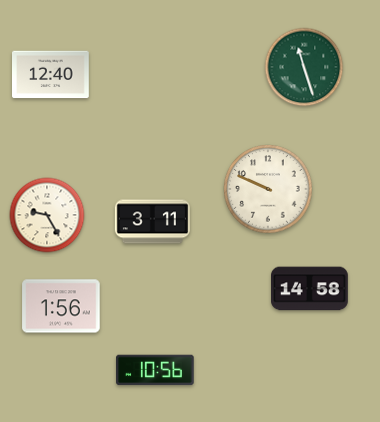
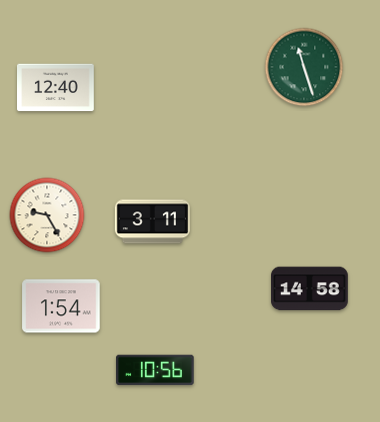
clock at (51, 75) position: (51, 75) -> (56, 88)
clock at (268, 189): 9:49 -> none
clock at (61, 306): 1:56 -> 1:54
